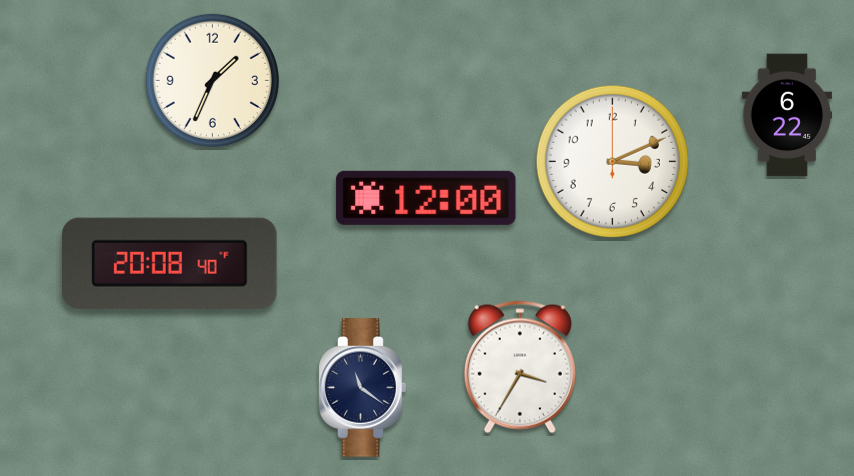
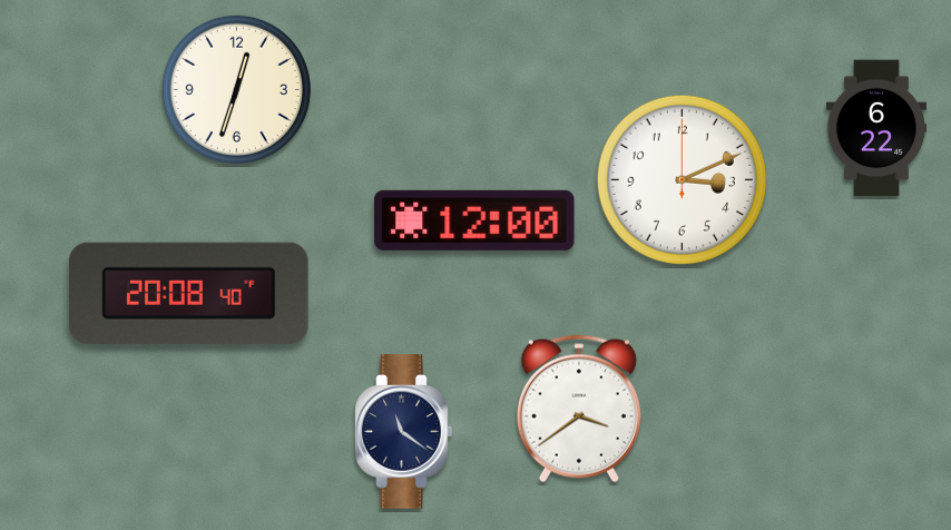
clock at (212, 80): 1:34 -> 12:33
clock at (520, 367): 3:35 -> 3:39
